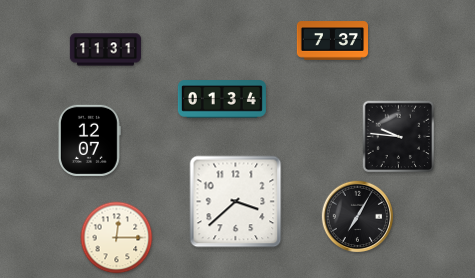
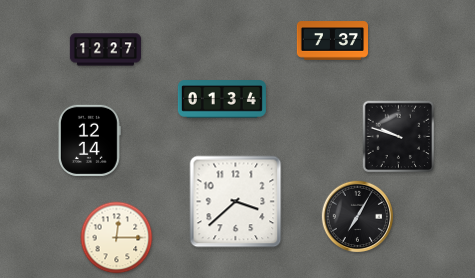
clock at (105, 50): 11:31 -> 12:27
clock at (399, 137): 9:46 -> 9:48
clock at (89, 140): 12:07 -> 12:14
